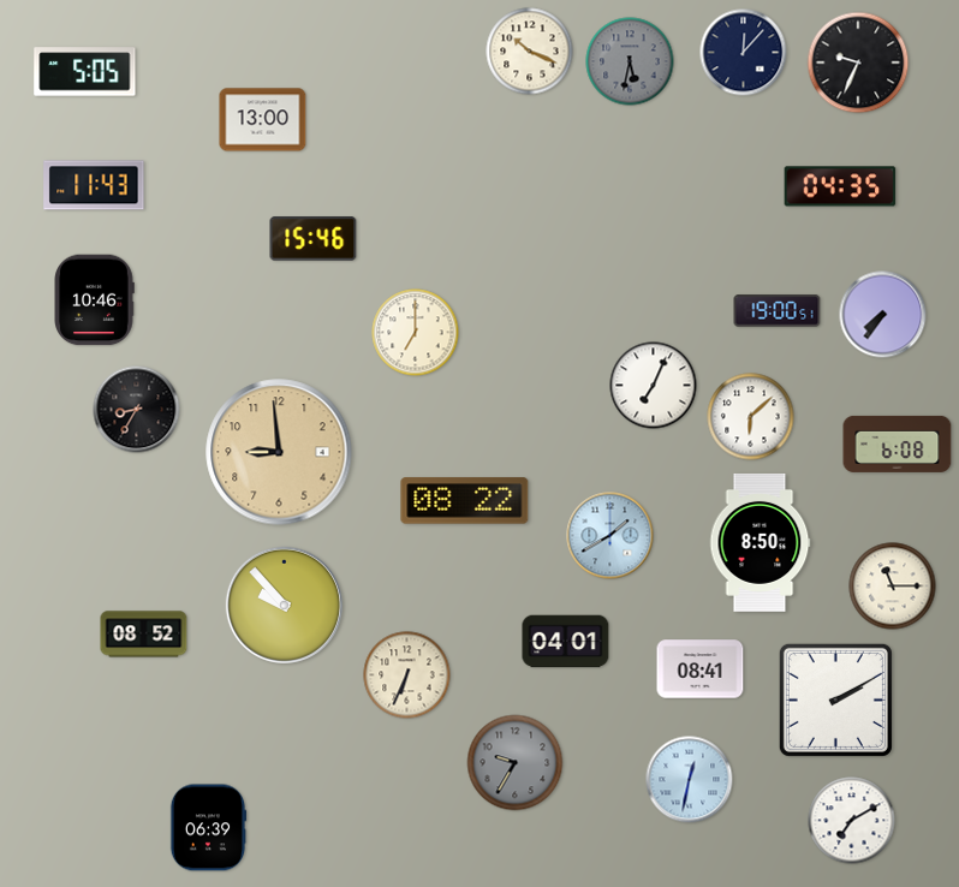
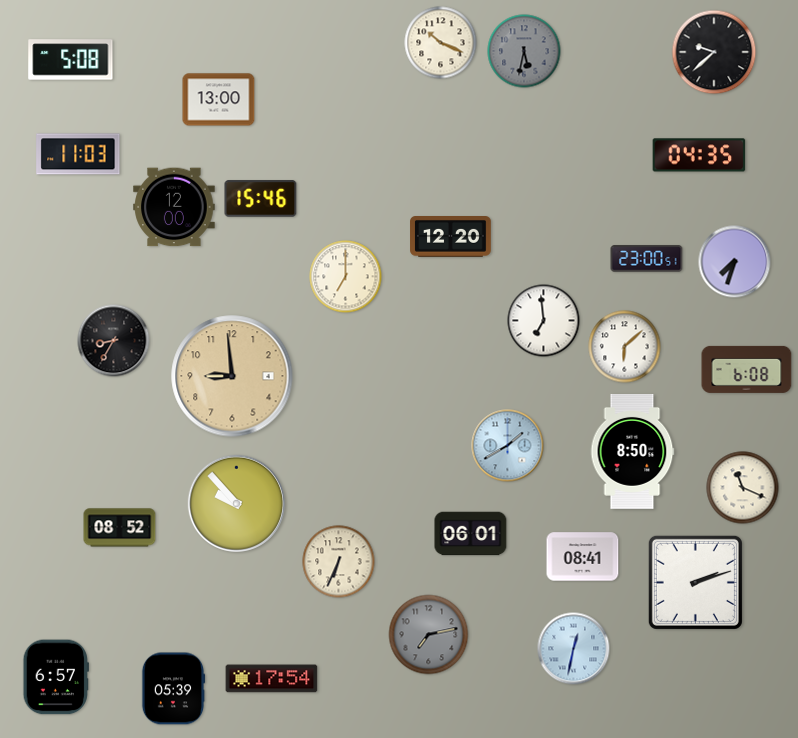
clock at (744, 53): 12:07 -> none
clock at (858, 62): 9:34 -> 9:38
clock at (85, 72): 5:05 -> 5:08
clock at (94, 185): 11:43 -> 11:03
clock at (174, 207): none -> 12:00
clock at (451, 237): none -> 12:20
clock at (94, 300): 10:46 -> none
clock at (778, 311): 19:00 -> 23:00
clock at (883, 315): 7:36 -> 7:33
clock at (654, 386): 7:04 -> 6:59
clock at (465, 501): 08:22 -> none
clock at (893, 587): 11:15 -> 11:19
clock at (566, 642): 04:01 -> 06:01
clock at (835, 700): 2:10 -> 2:12
clock at (516, 763): 9:35 -> 7:13
clock at (56, 677): none -> 6:57
clock at (272, 679): none -> 17:54
clock at (852, 821): 7:10 -> none
clock at (208, 828): 06:39 -> 05:39
